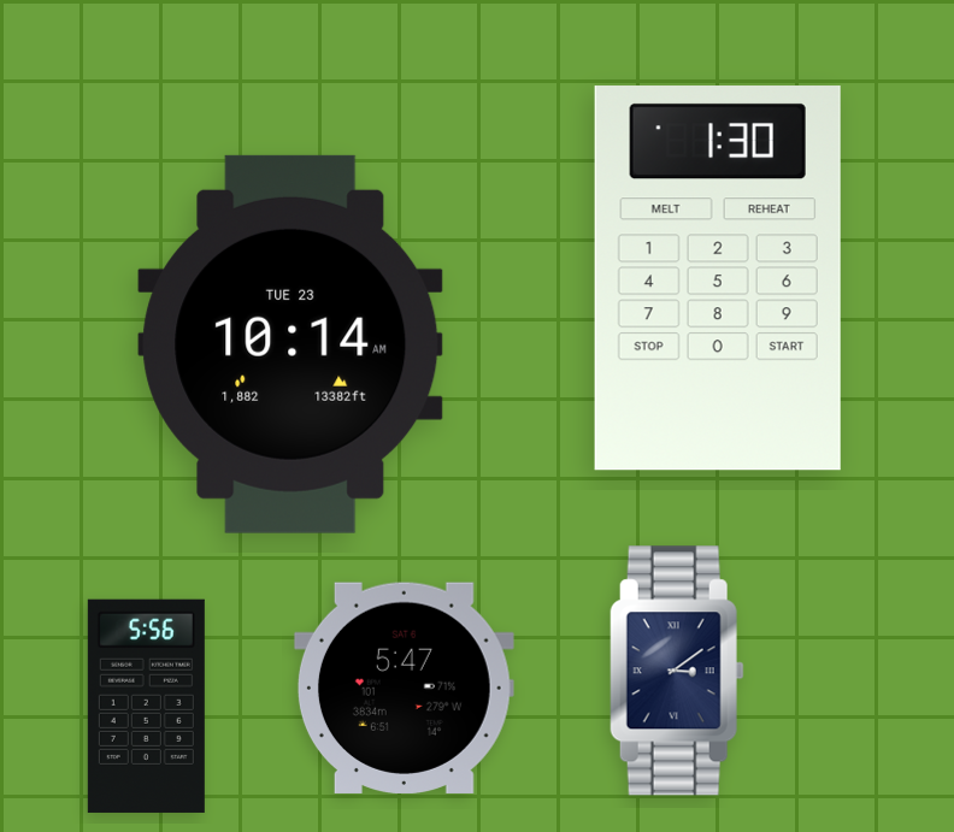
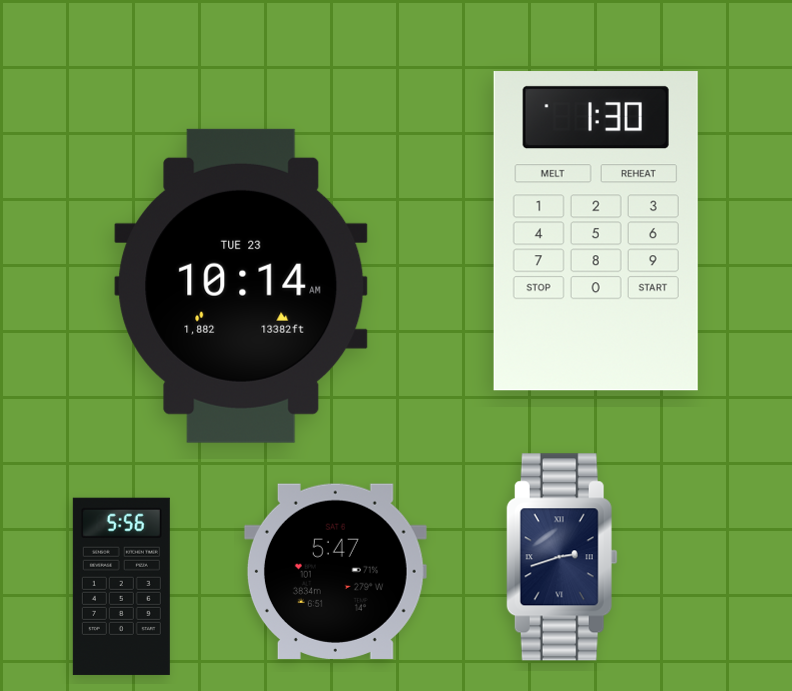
clock at (677, 671): 3:09 -> 2:42
